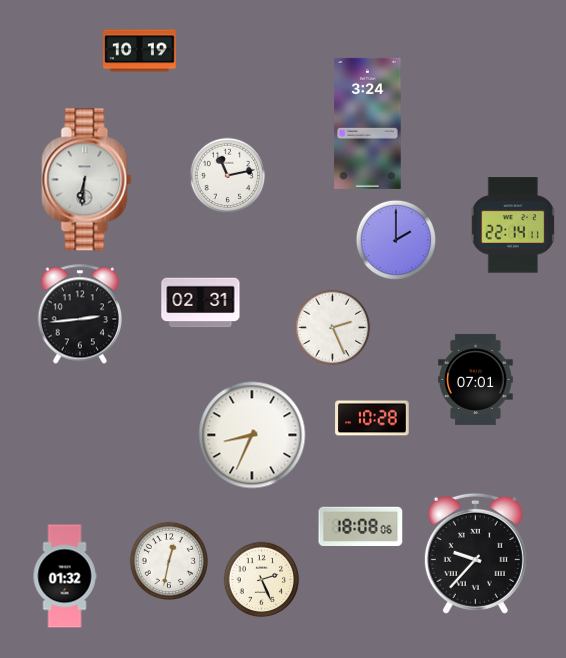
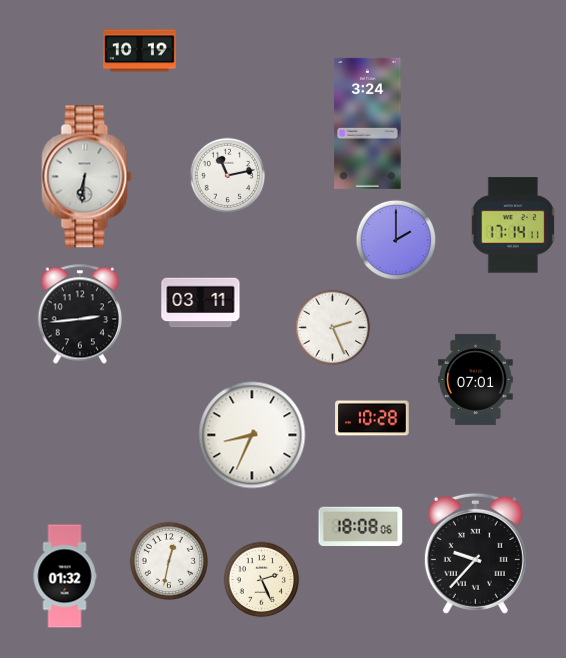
clock at (87, 180) position: (87, 180) -> (87, 177)
clock at (513, 225): 22:14 -> 17:14
clock at (201, 303): 02:31 -> 03:11
